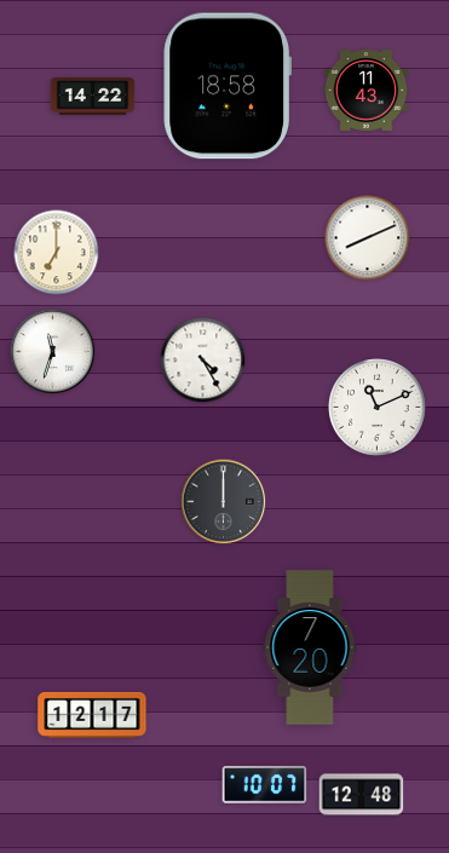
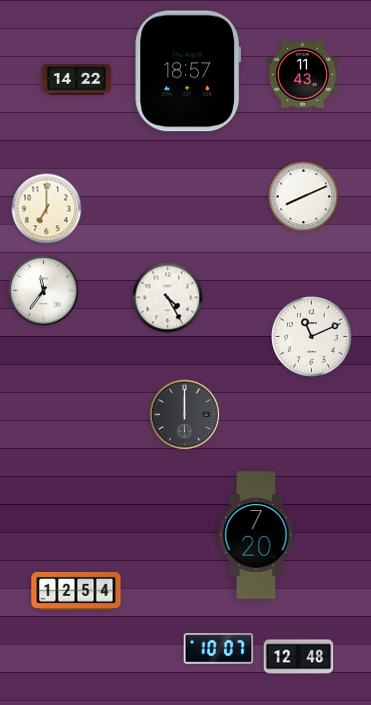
clock at (226, 86): 18:58 -> 18:57
clock at (53, 352): 11:33 -> 11:36
clock at (92, 715): 12:17 -> 12:54
